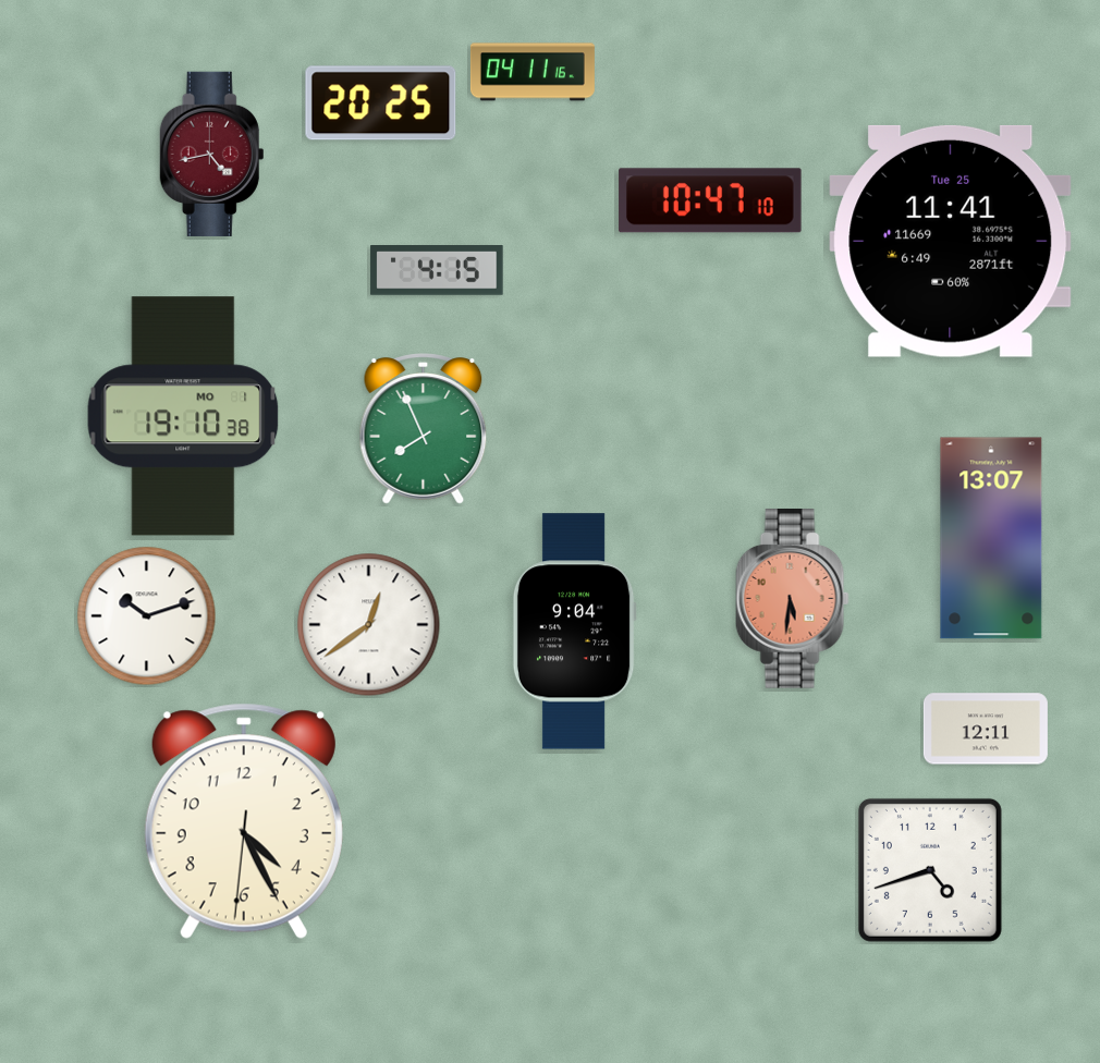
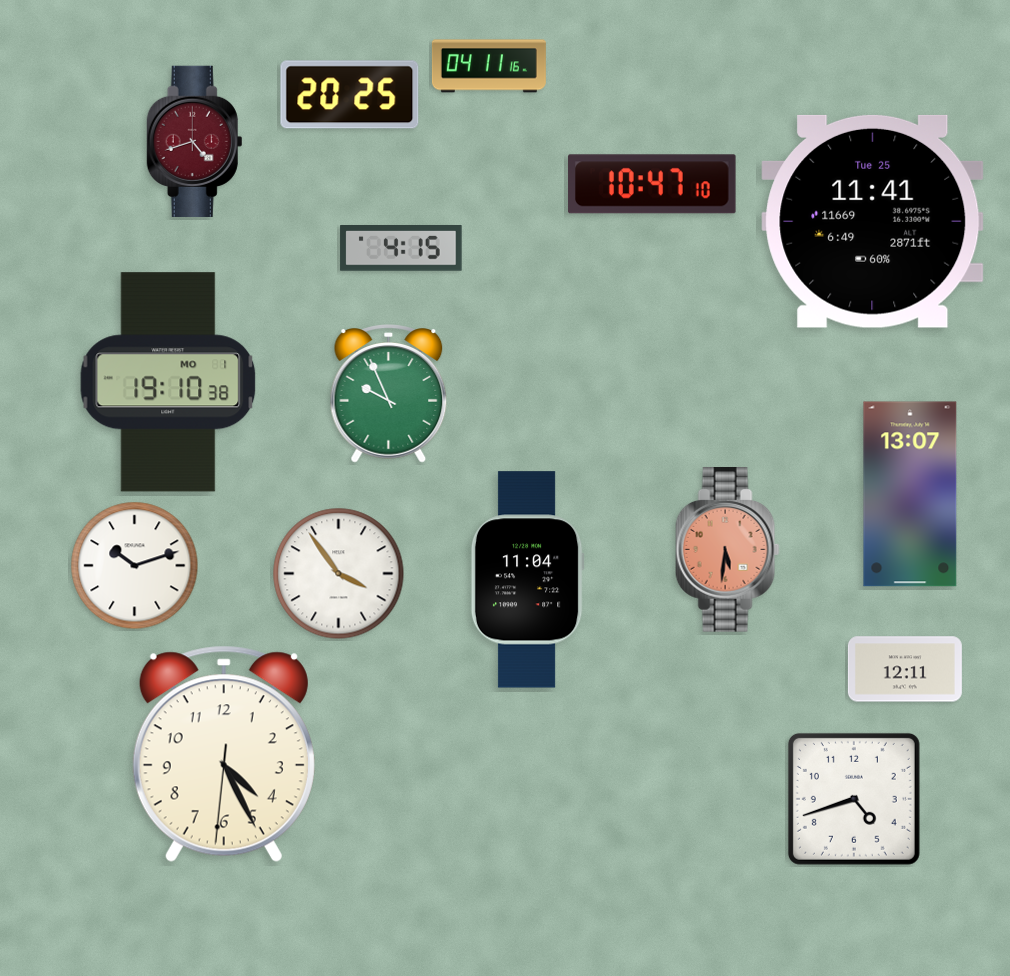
clock at (212, 154): 4:43 -> 4:42
clock at (424, 429): 7:56 -> 9:56
clock at (369, 625): 12:39 -> 3:54
clock at (574, 632): 9:04 -> 11:04
